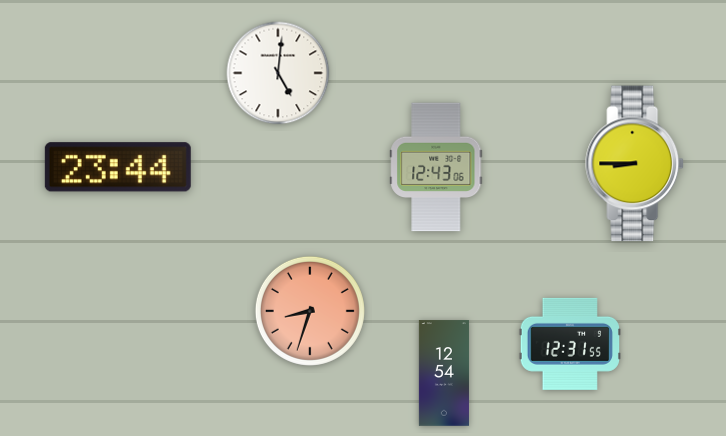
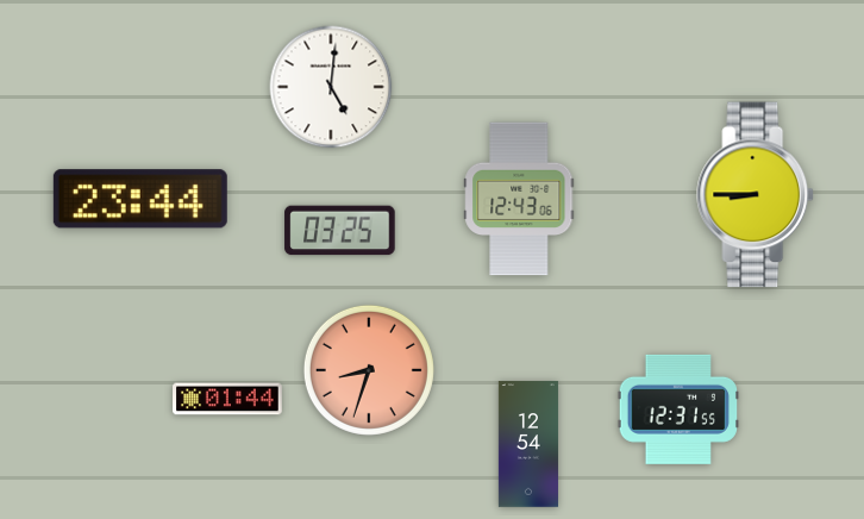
clock at (340, 231): none -> 03:25
clock at (227, 399): none -> 01:44
